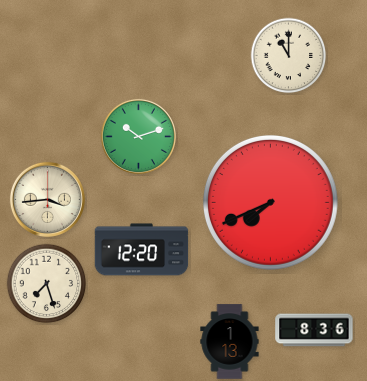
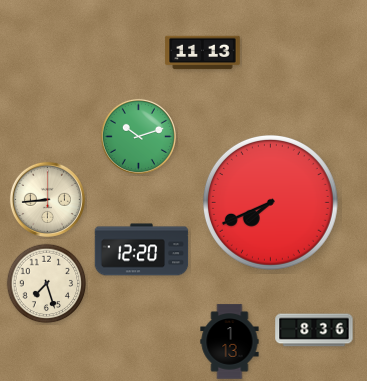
clock at (203, 53): none -> 11:13
clock at (289, 56): 11:00 -> none
clock at (47, 199): 3:44 -> 8:44
